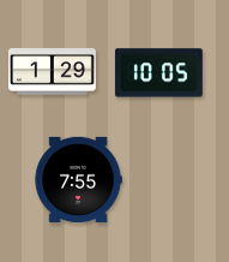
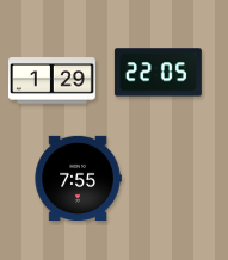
clock at (52, 72) position: (52, 72) -> (51, 81)
clock at (158, 73): 10:05 -> 22:05
